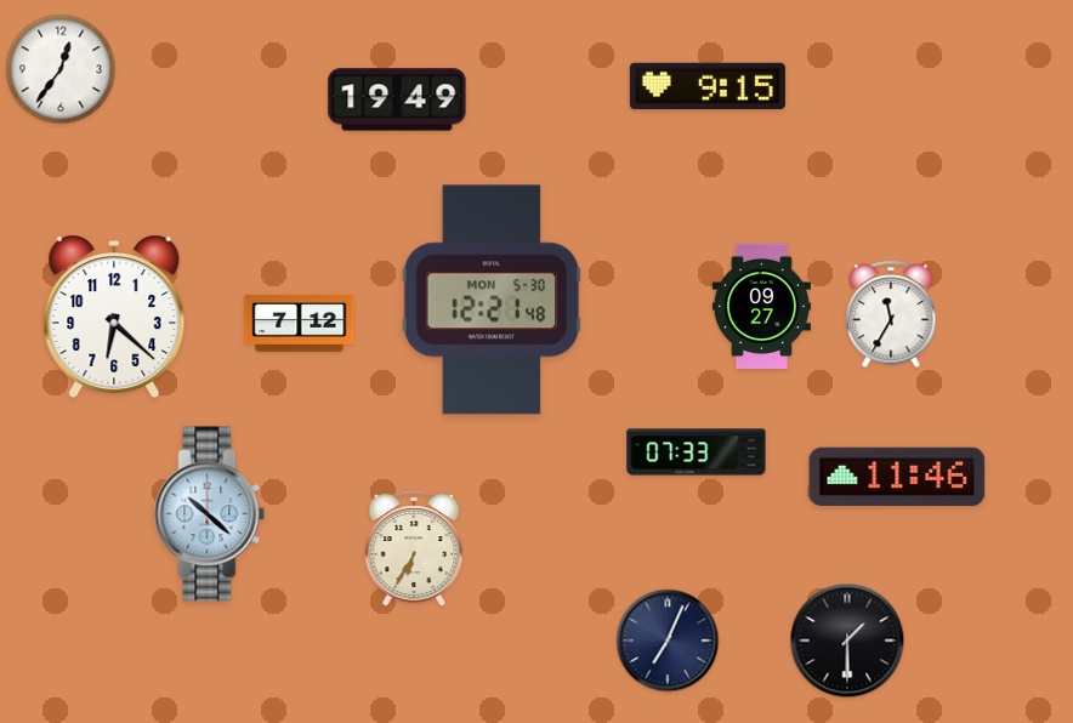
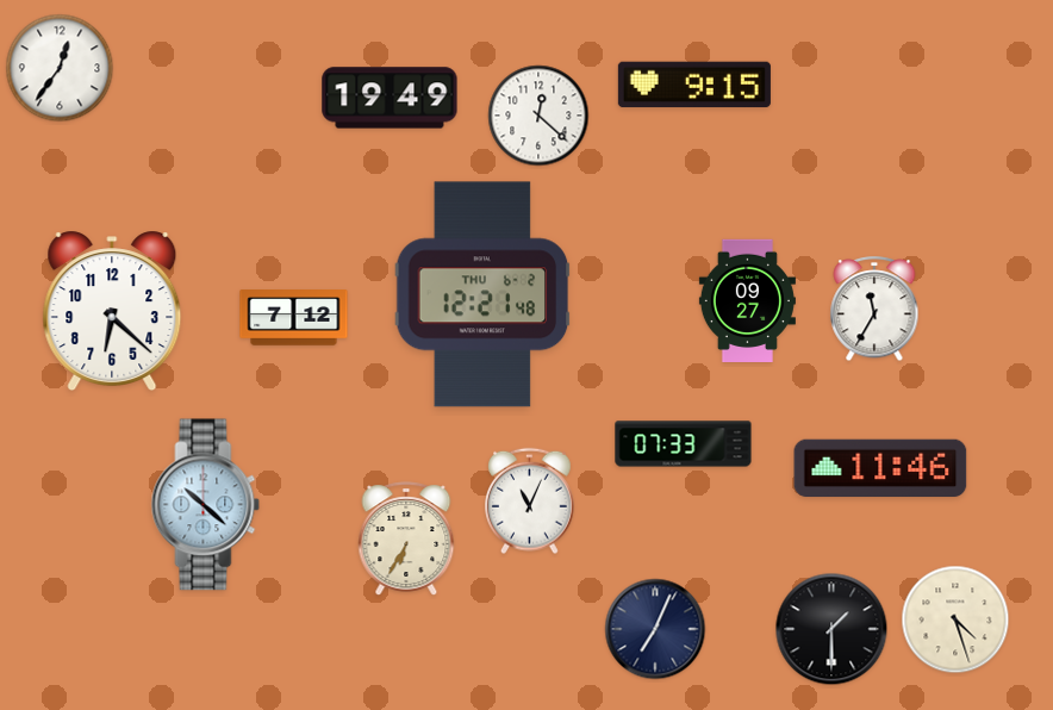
clock at (538, 116): none -> 12:22
clock at (492, 300) date: MON 5-30 -> THU 6-2
clock at (530, 502): none -> 11:04
clock at (955, 619): none -> 4:27
